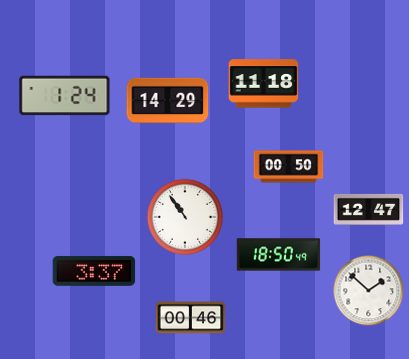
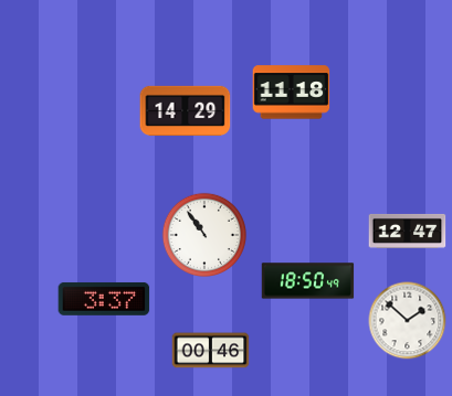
clock at (65, 96): 1:24 -> none
clock at (289, 167): 00:50 -> none
clock at (184, 216) position: (184, 216) -> (203, 234)
